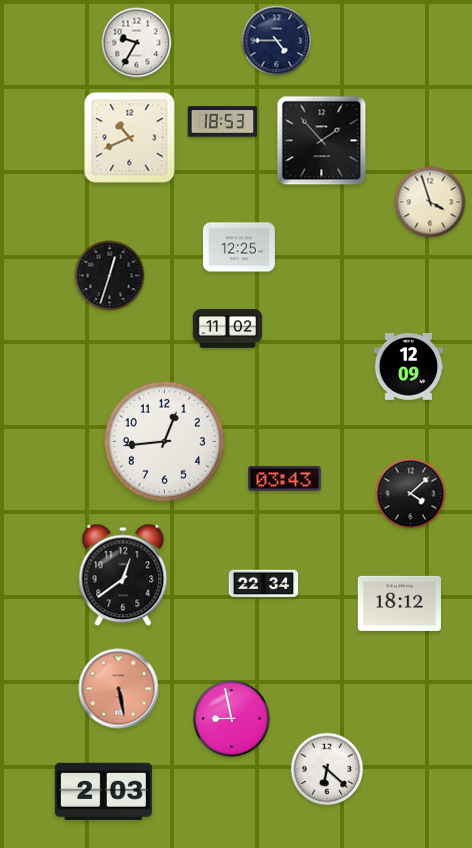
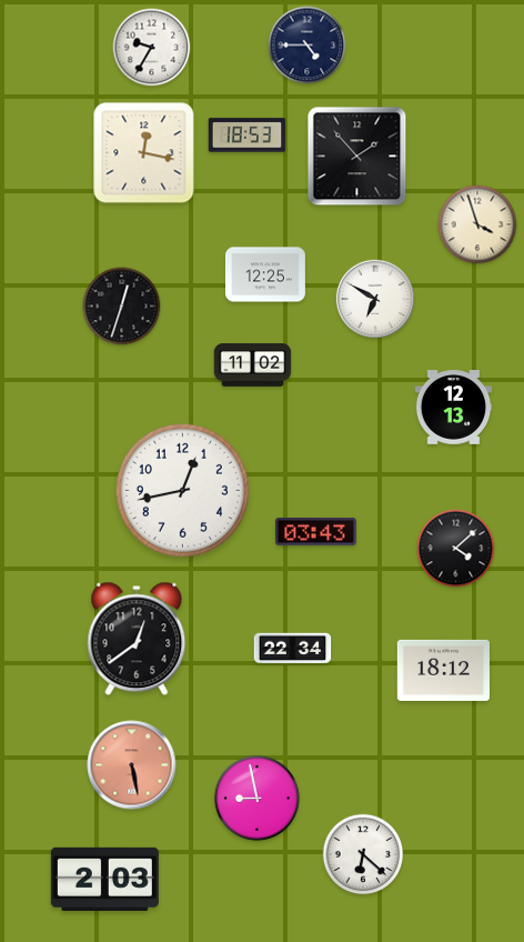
clock at (130, 138): 10:41 -> 12:17
clock at (374, 298): none -> 6:50
clock at (409, 367): 12:09 -> 12:13
clock at (164, 441): 12:44 -> 12:43
clock at (103, 791) position: (103, 791) -> (104, 879)
